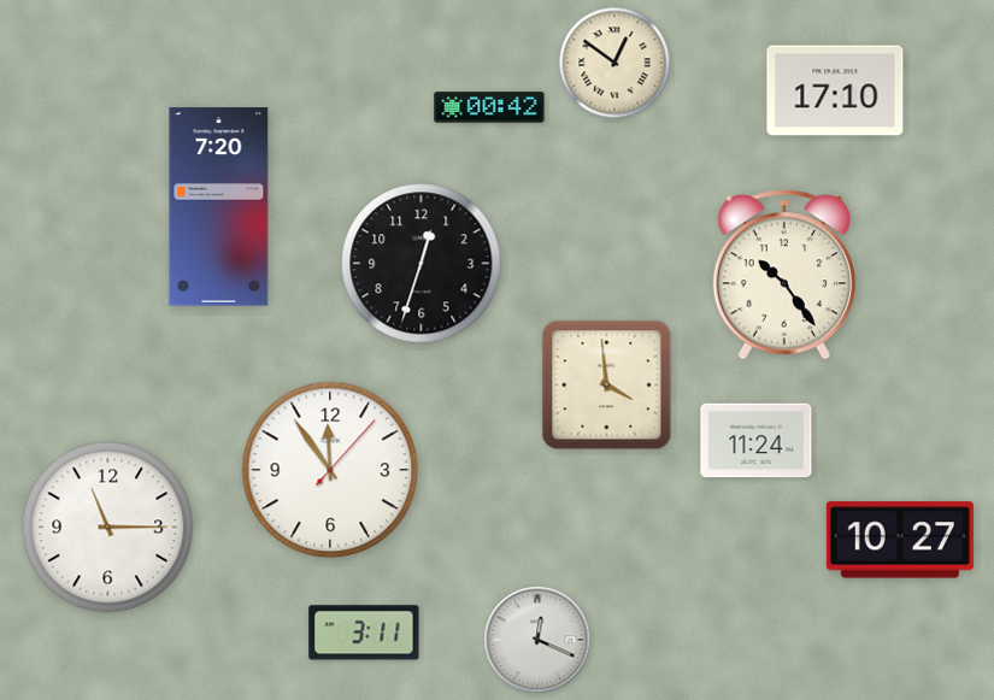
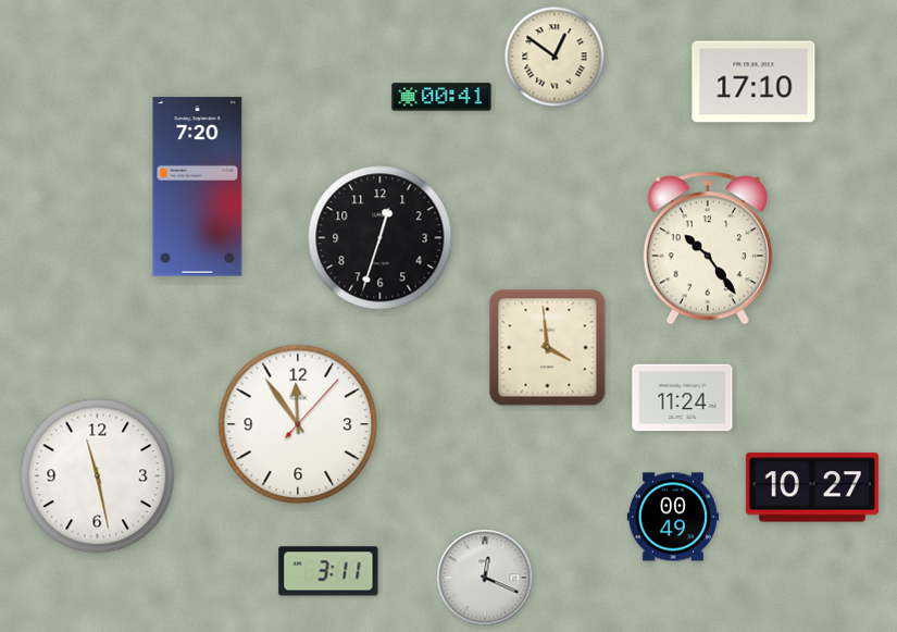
clock at (489, 107): 00:42 -> 00:41
clock at (108, 528): 11:15 -> 11:28
clock at (673, 517): none -> 00:49
